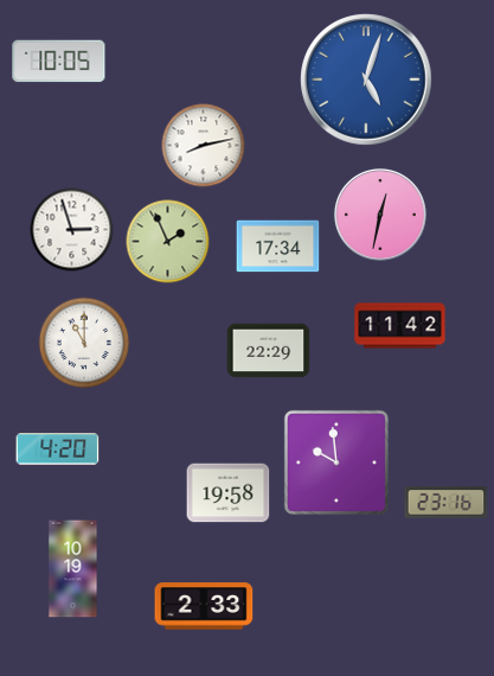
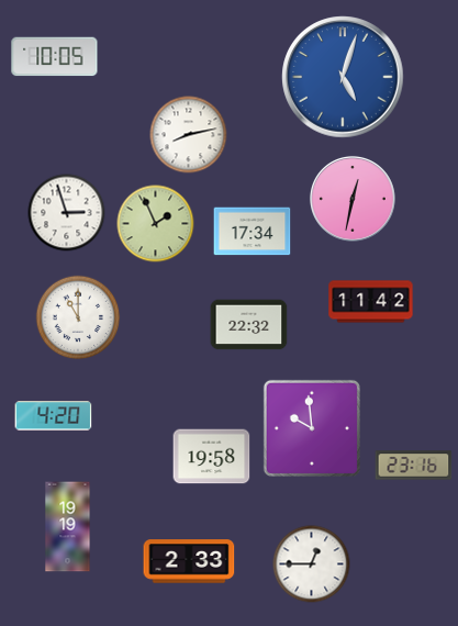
clock at (366, 79) position: (366, 79) -> (343, 77)
clock at (278, 247) position: (278, 247) -> (253, 232)
clock at (269, 351): 22:29 -> 22:32
clock at (73, 569): 10:19 -> 19:19
clock at (312, 564): none -> 12:45
